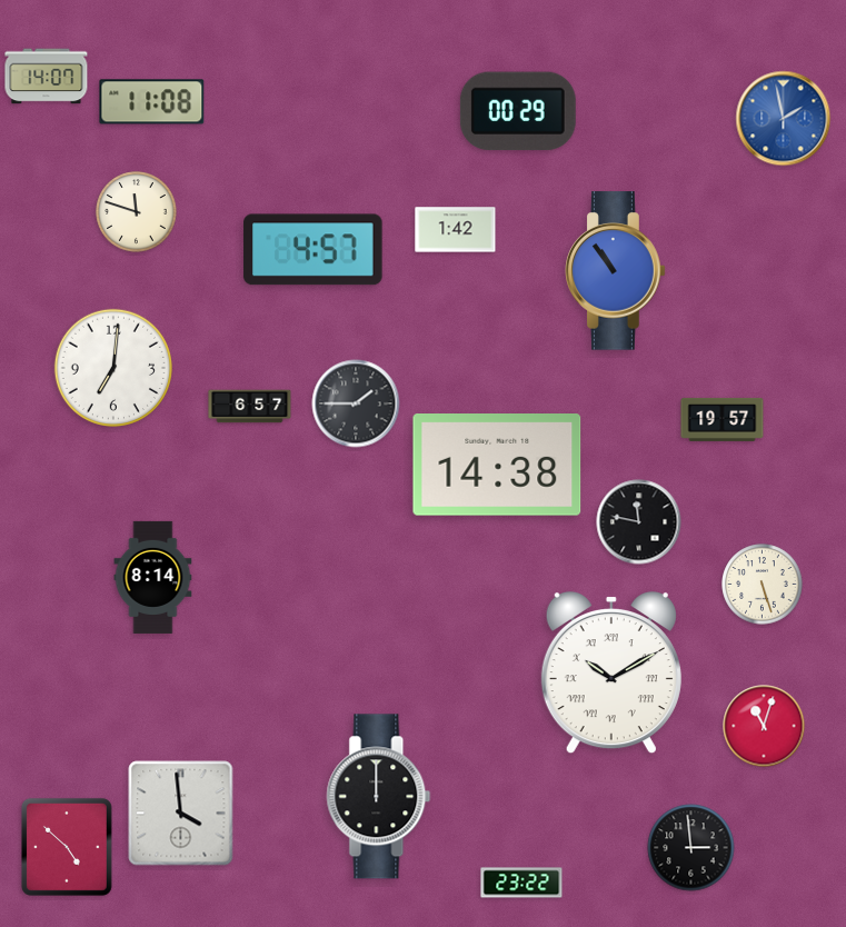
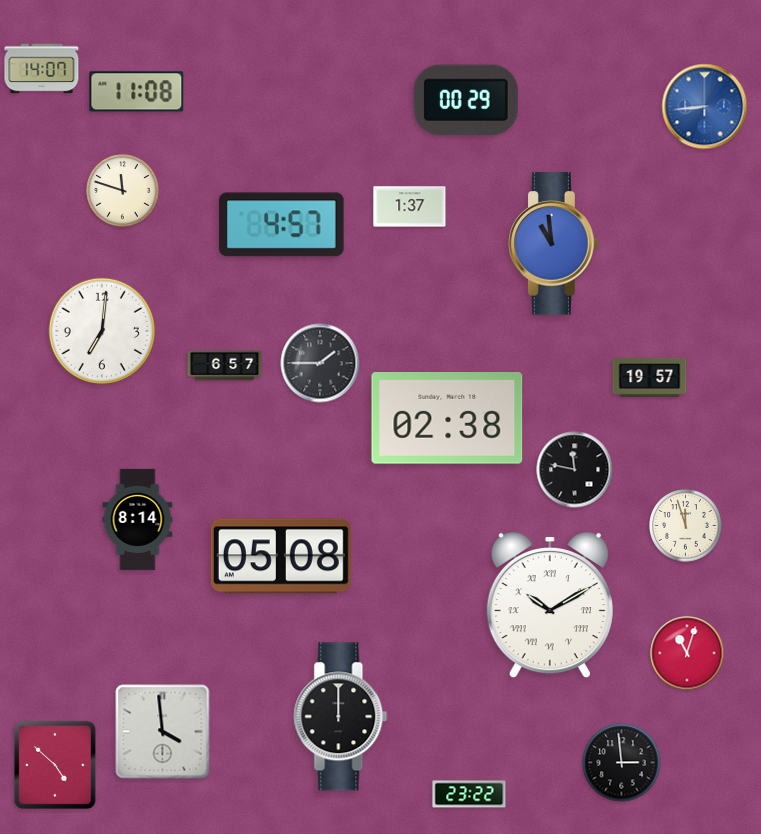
clock at (784, 119): 1:58 -> 8:44
clock at (456, 230): 1:42 -> 1:37
clock at (616, 271): 10:54 -> 10:59
clock at (497, 466): 14:38 -> 02:38
clock at (763, 585): 5:27 -> 11:57
clock at (281, 556): none -> 05:08
clock at (67, 847) position: (67, 847) -> (55, 765)
